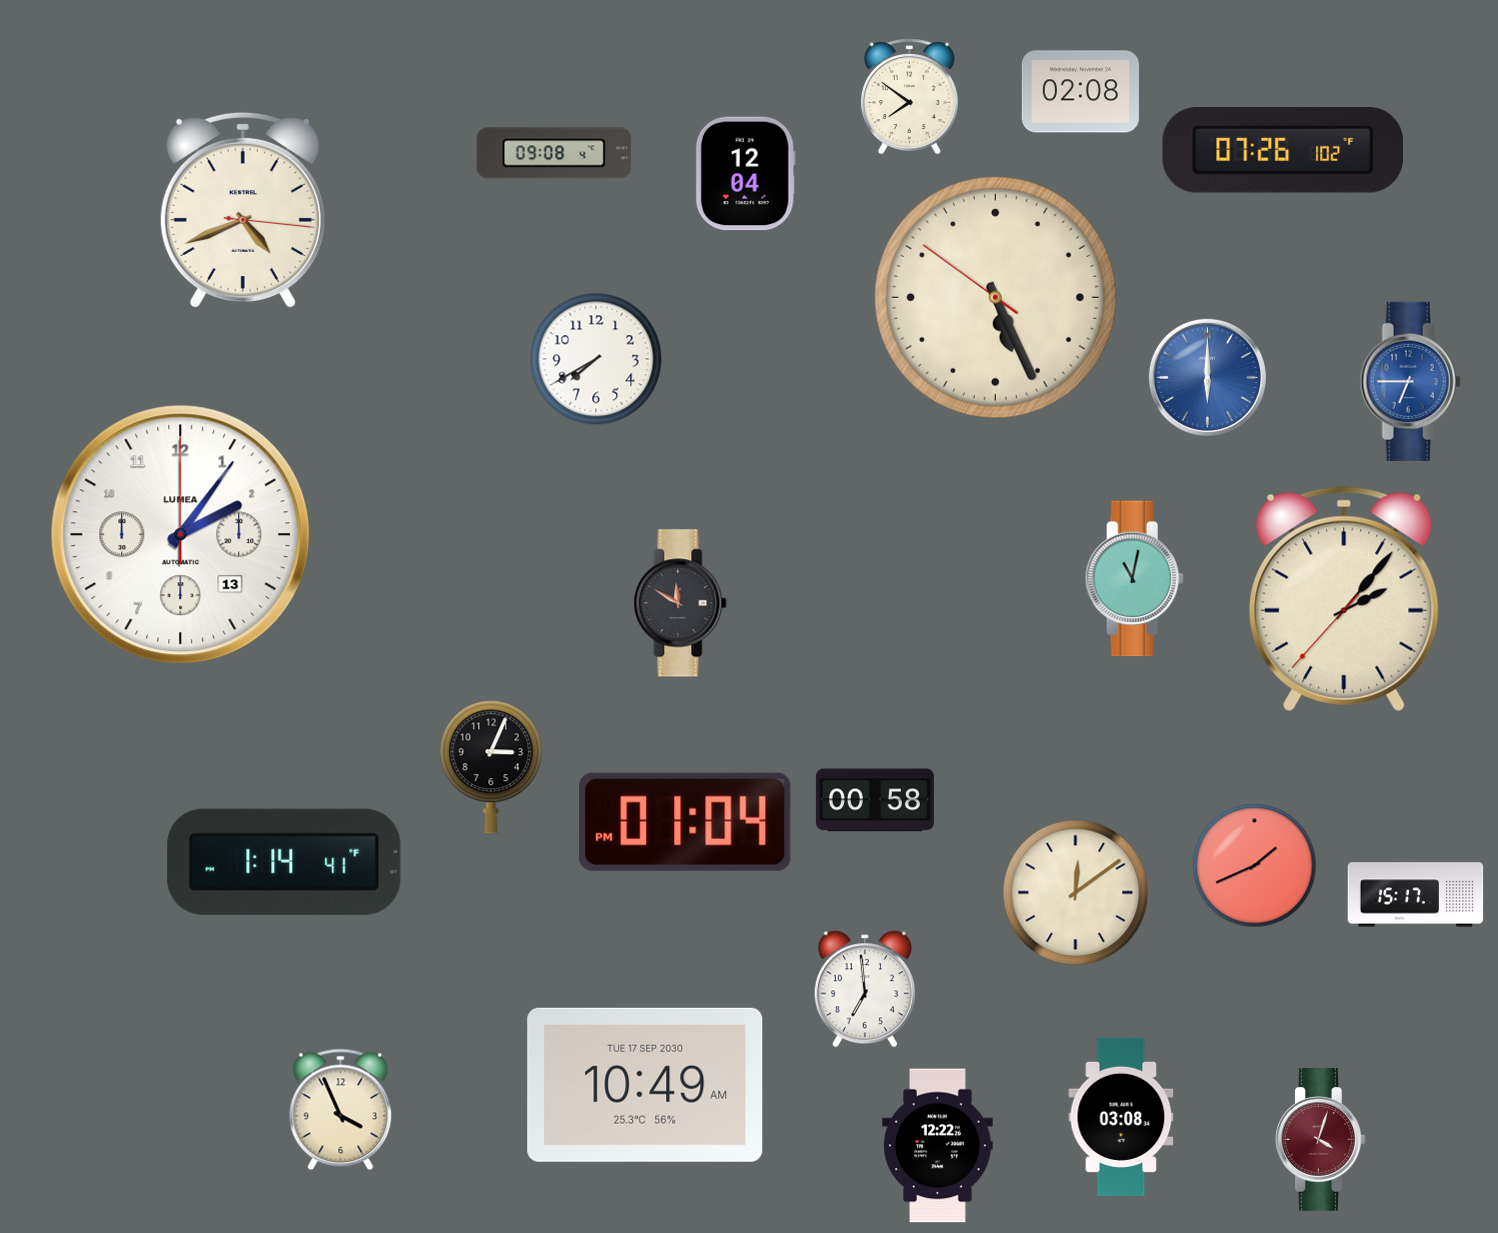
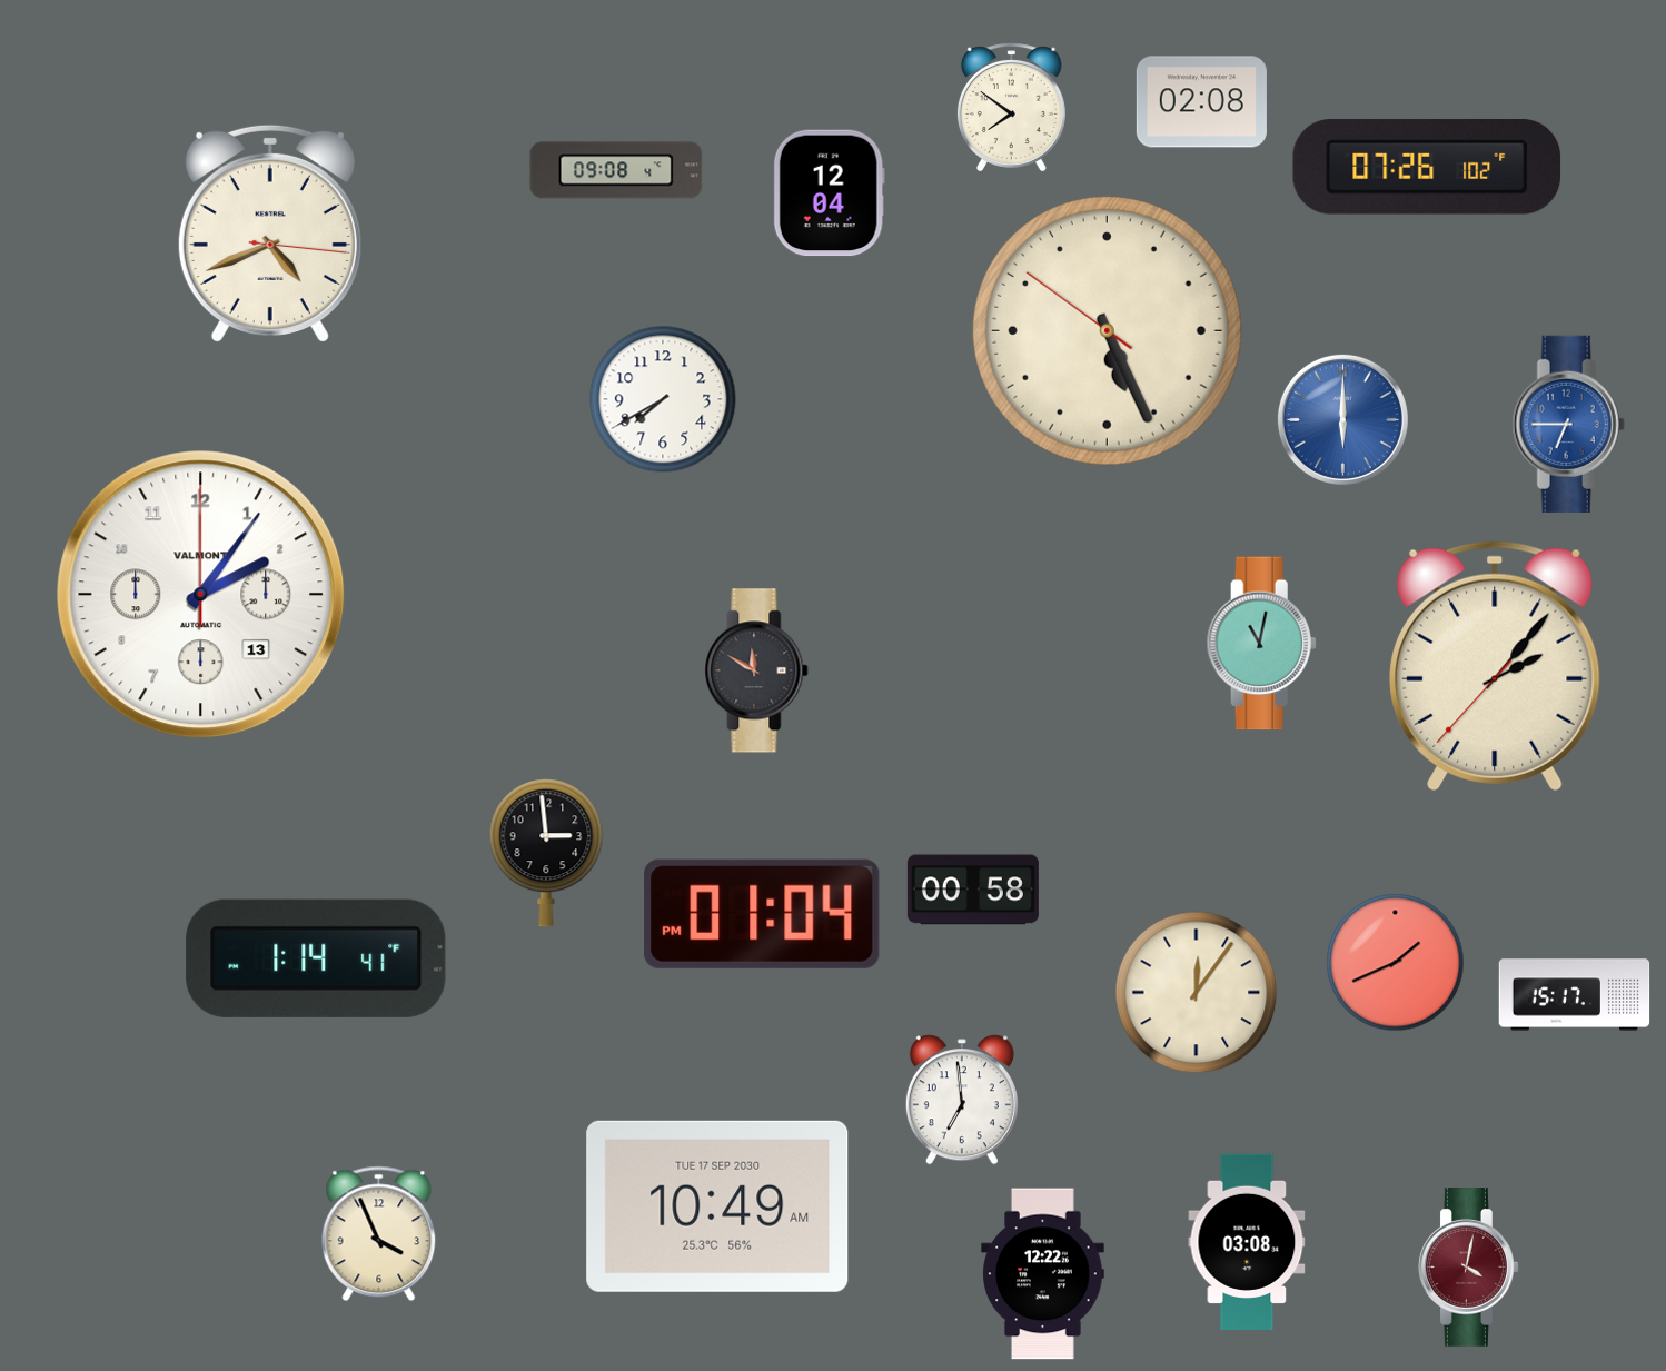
clock at (181, 535) brand: LUMEA -> VALMONT
clock at (491, 767): 3:04 -> 2:59
clock at (1076, 893): 12:09 -> 12:06
clock at (1321, 1140): 4:03 -> 4:02
